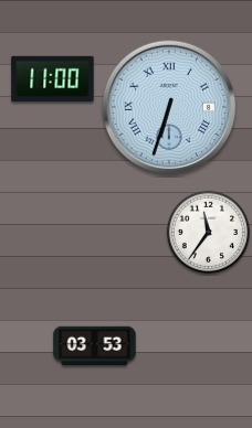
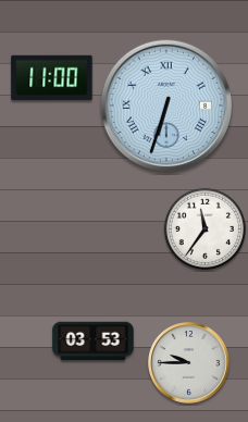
clock at (189, 363): none -> 9:45
